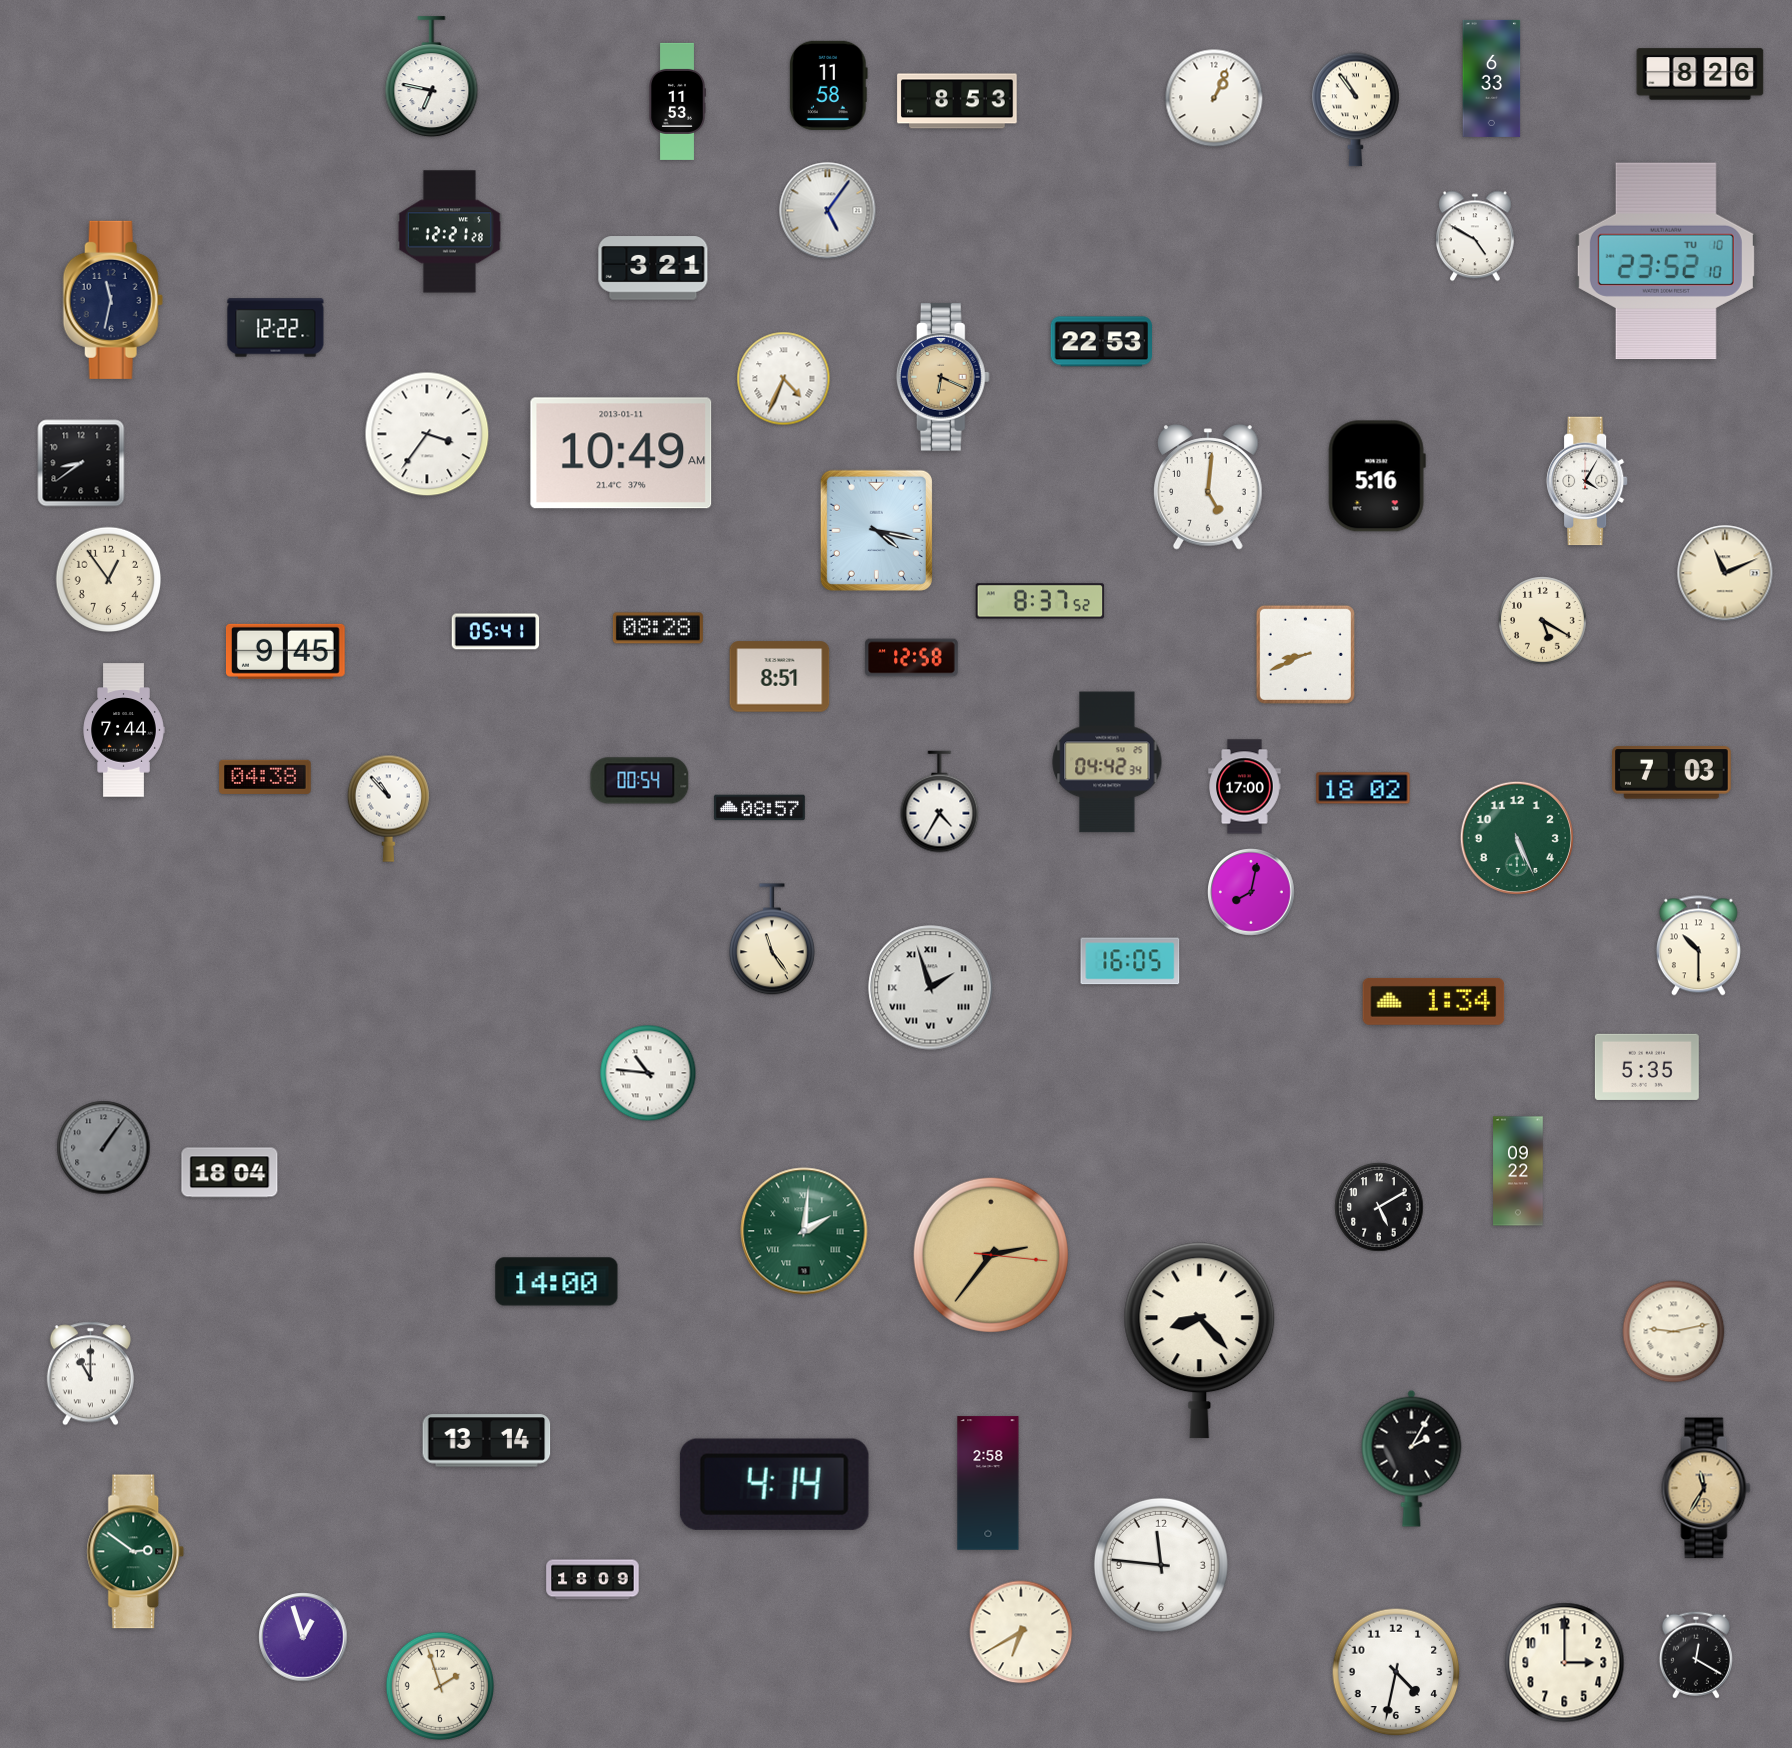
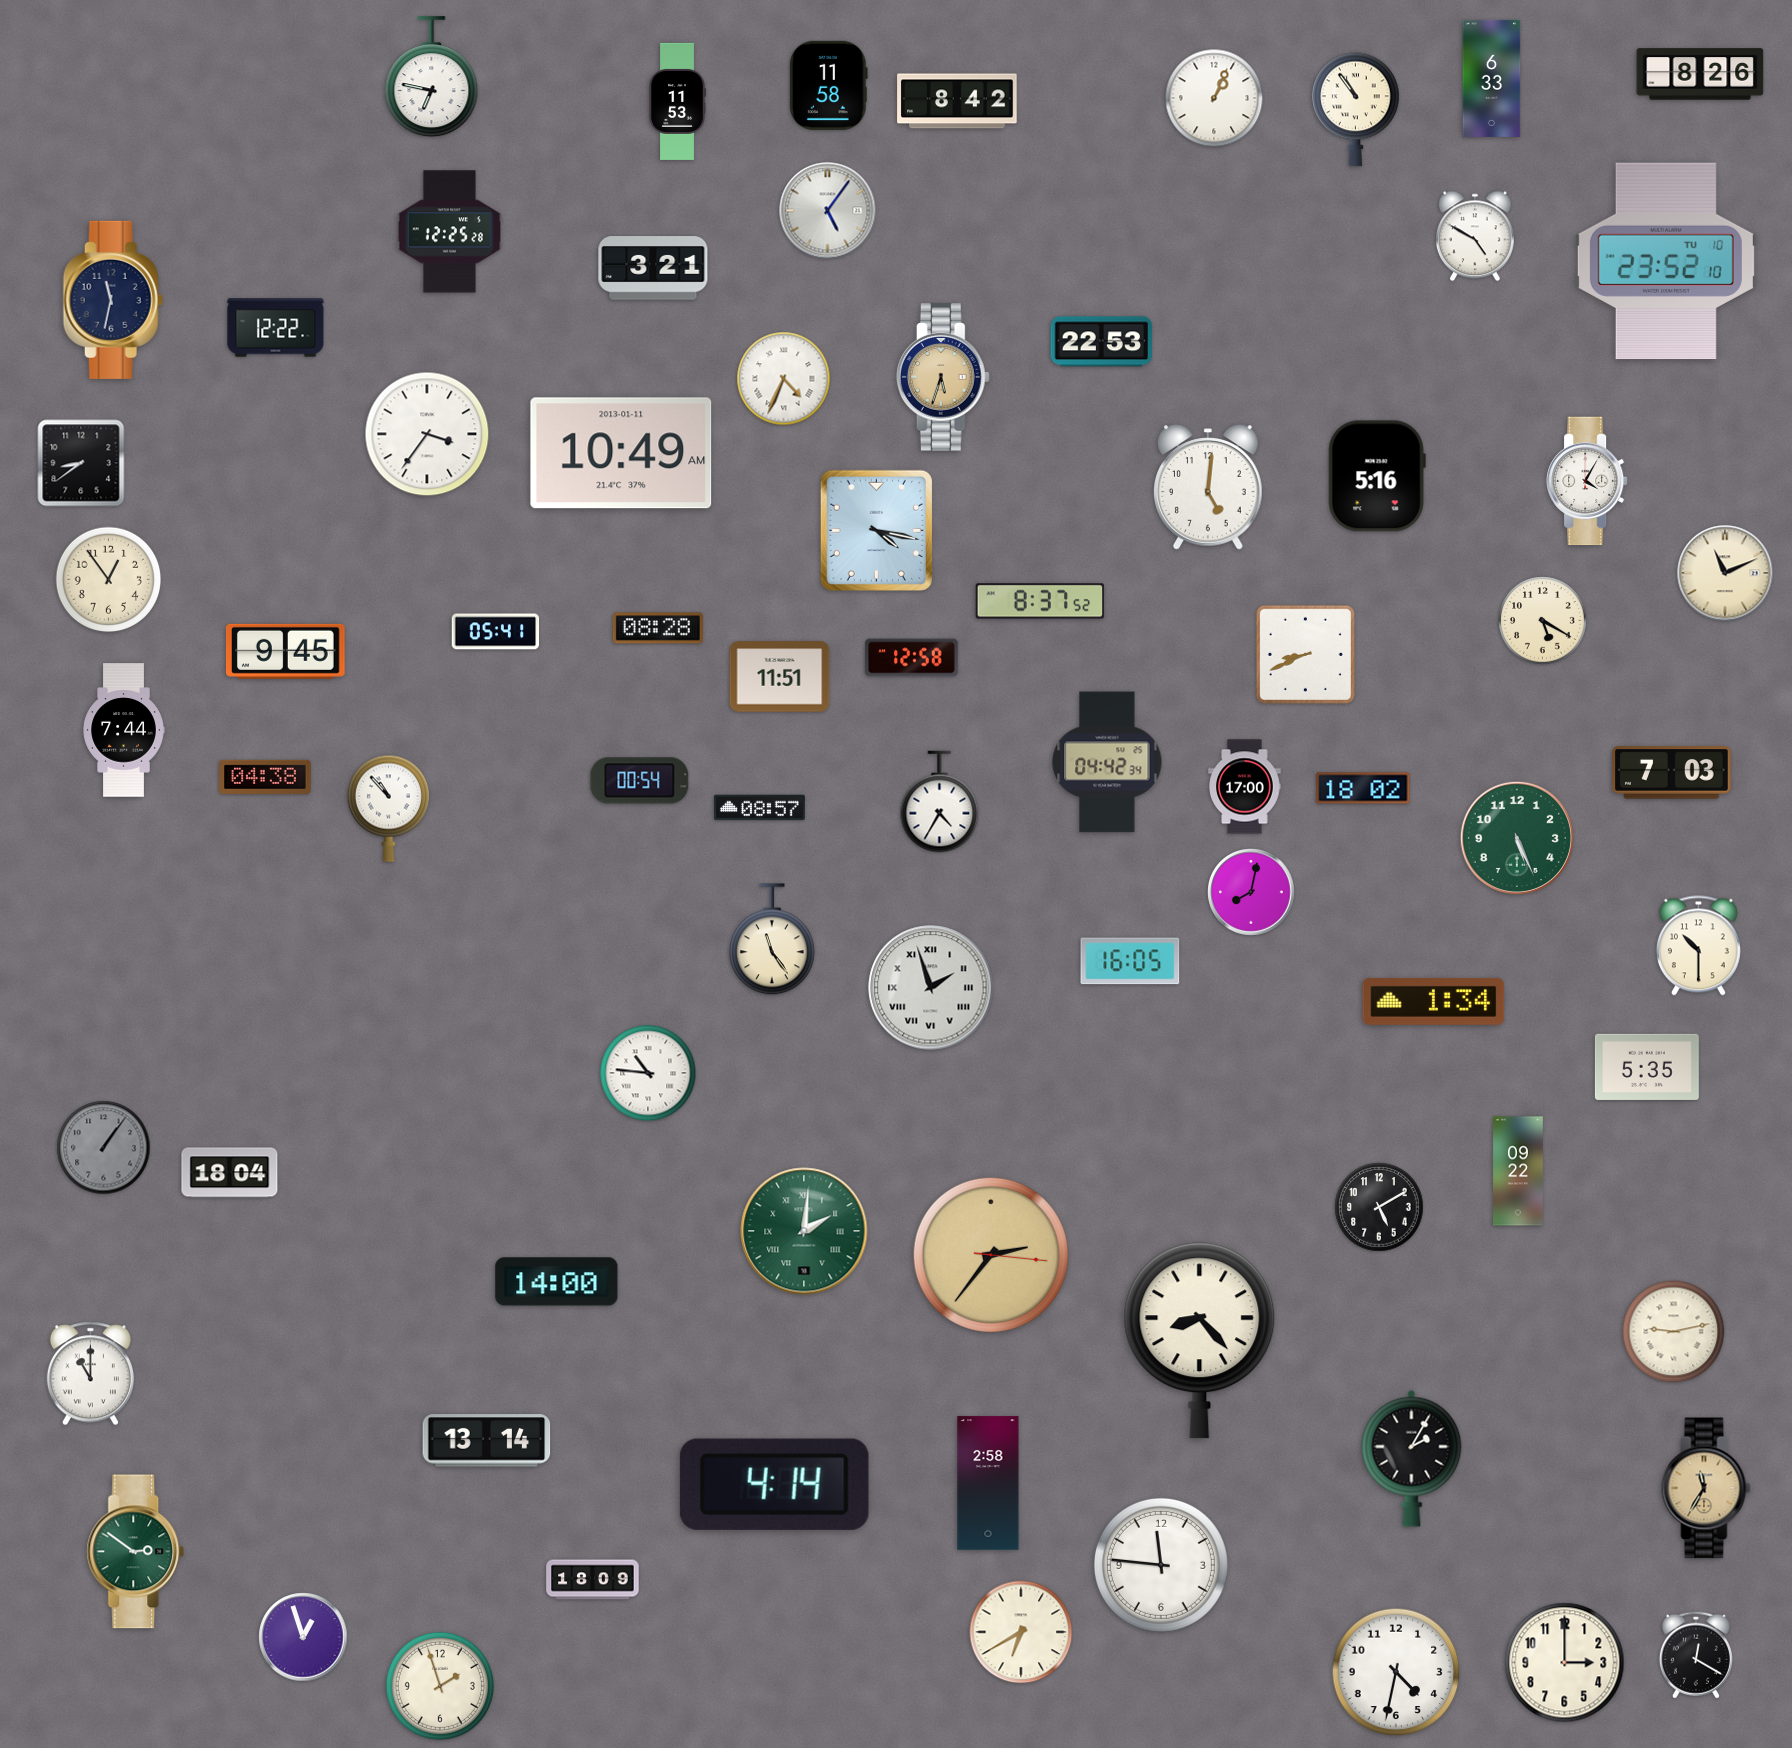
clock at (957, 101): 8:53 -> 8:42
clock at (449, 232): 12:21 -> 12:25
clock at (943, 377): 6:19 -> 5:33
clock at (780, 677): 8:51 -> 11:51
